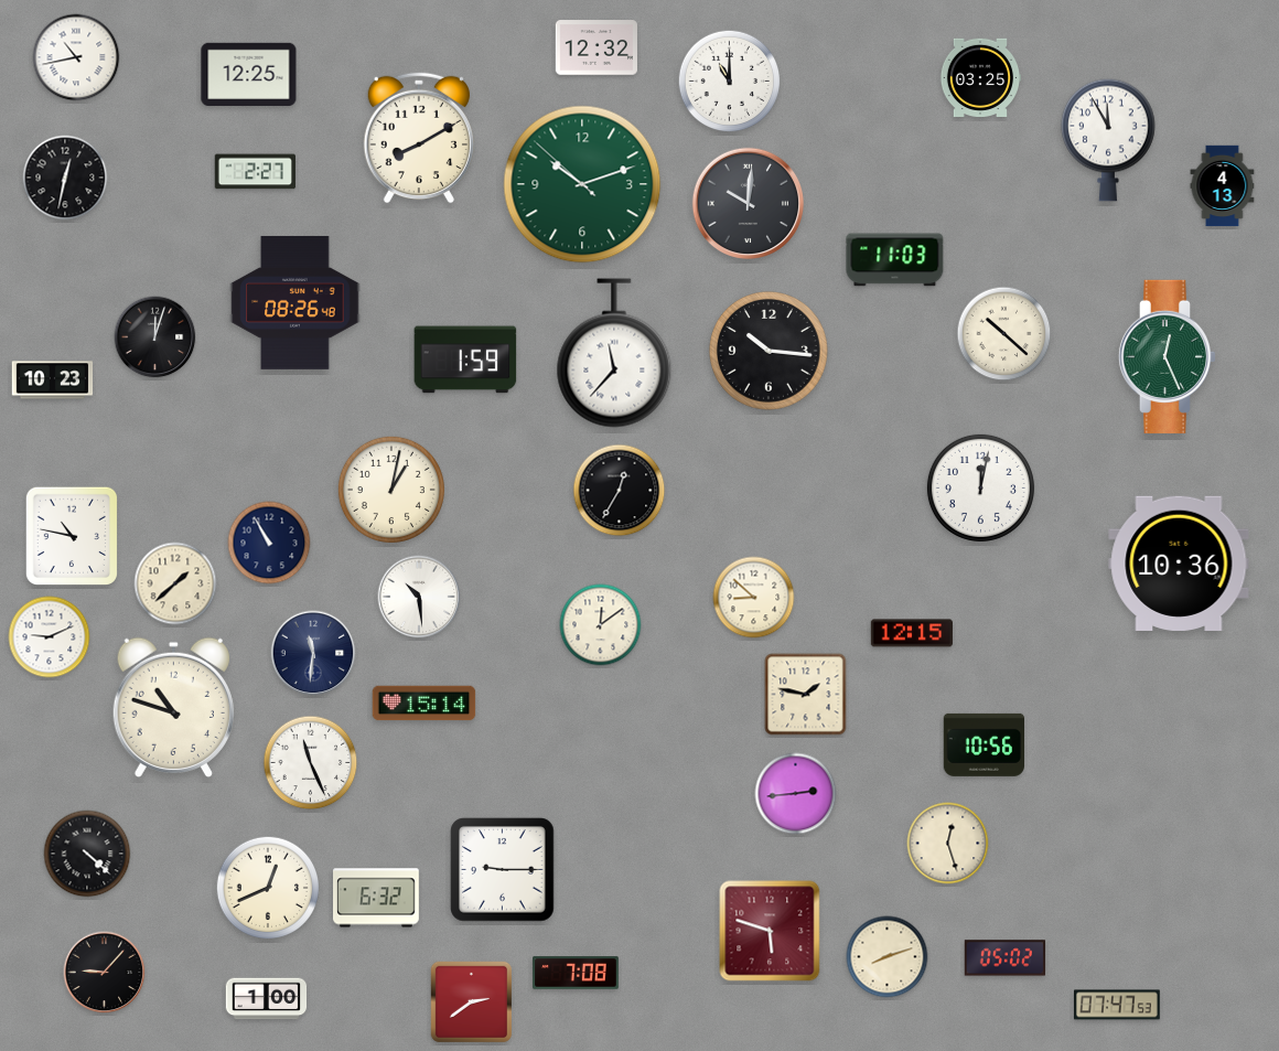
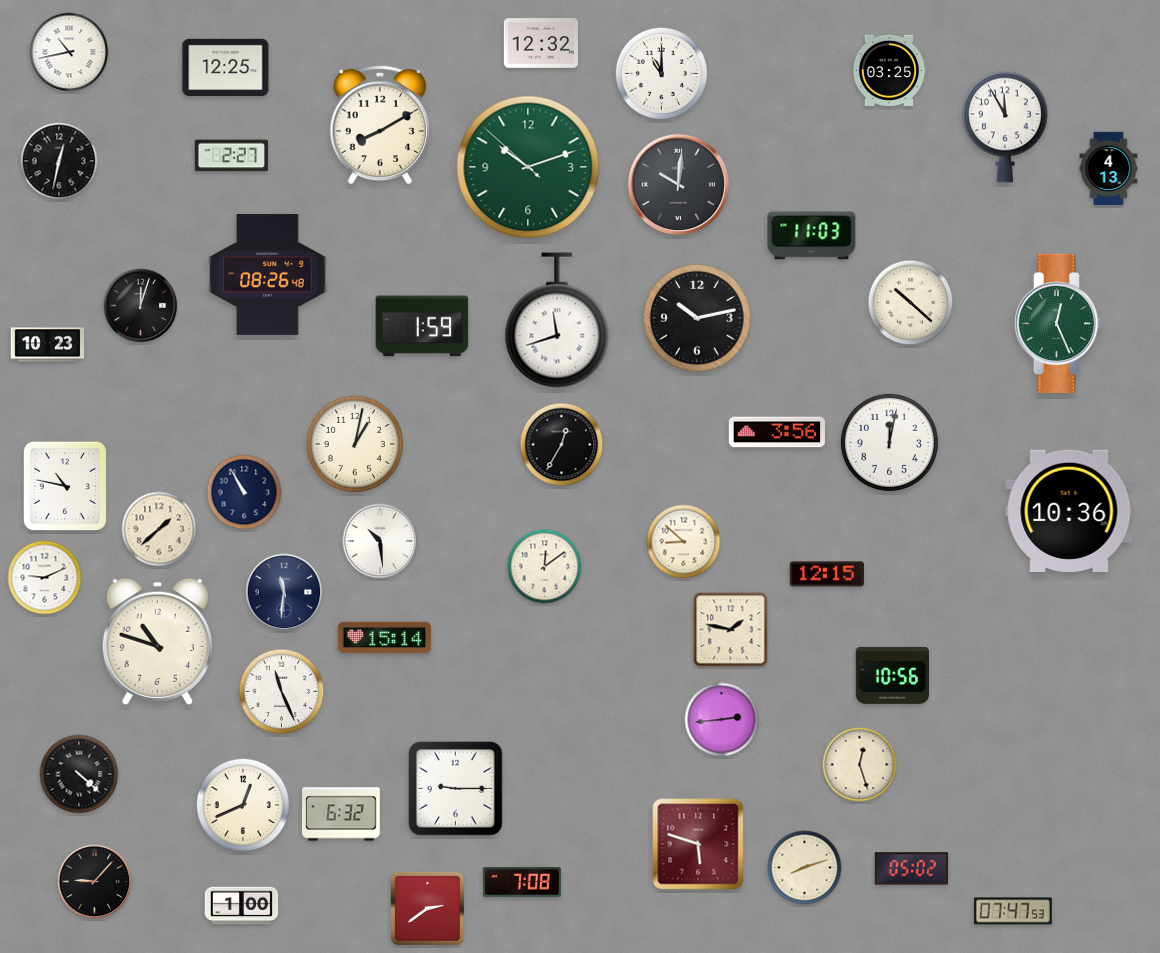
clock at (770, 352): 10:16 -> 10:13
clock at (614, 353): 11:37 -> 11:42
clock at (777, 432): none -> 3:56
